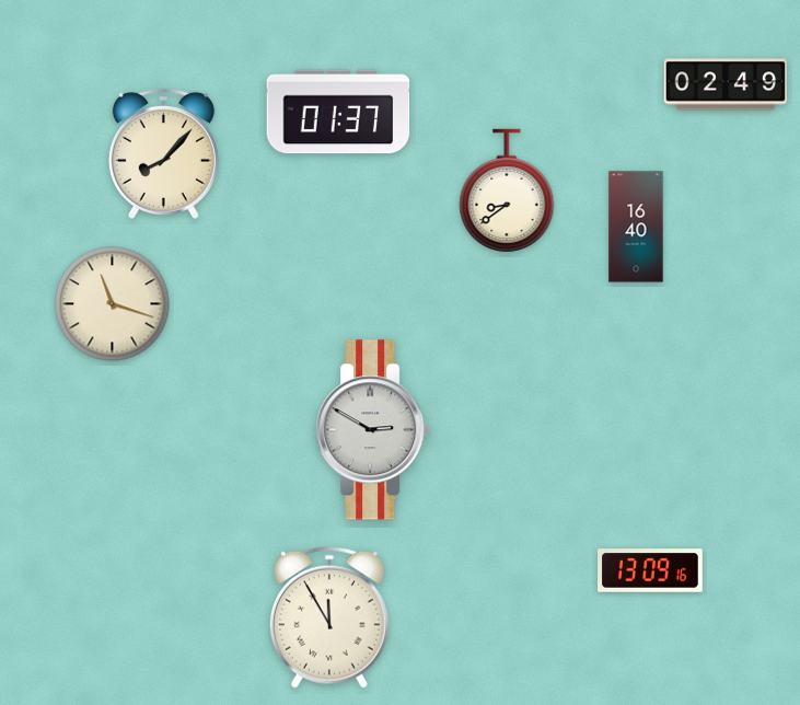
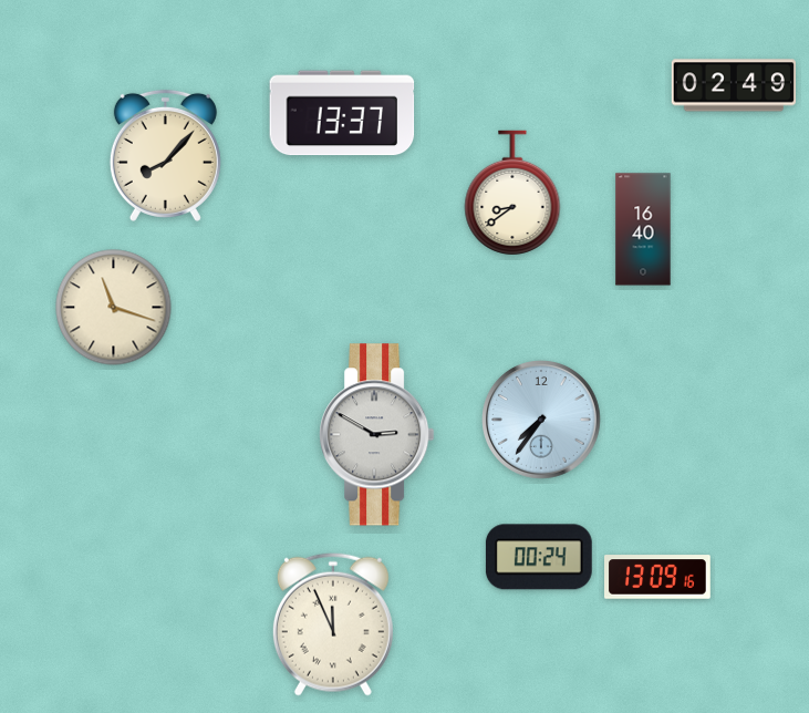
clock at (338, 112): 01:37 -> 13:37
clock at (542, 421): none -> 7:36
clock at (539, 557): none -> 00:24
clock at (329, 617): 11:55 -> 11:56
